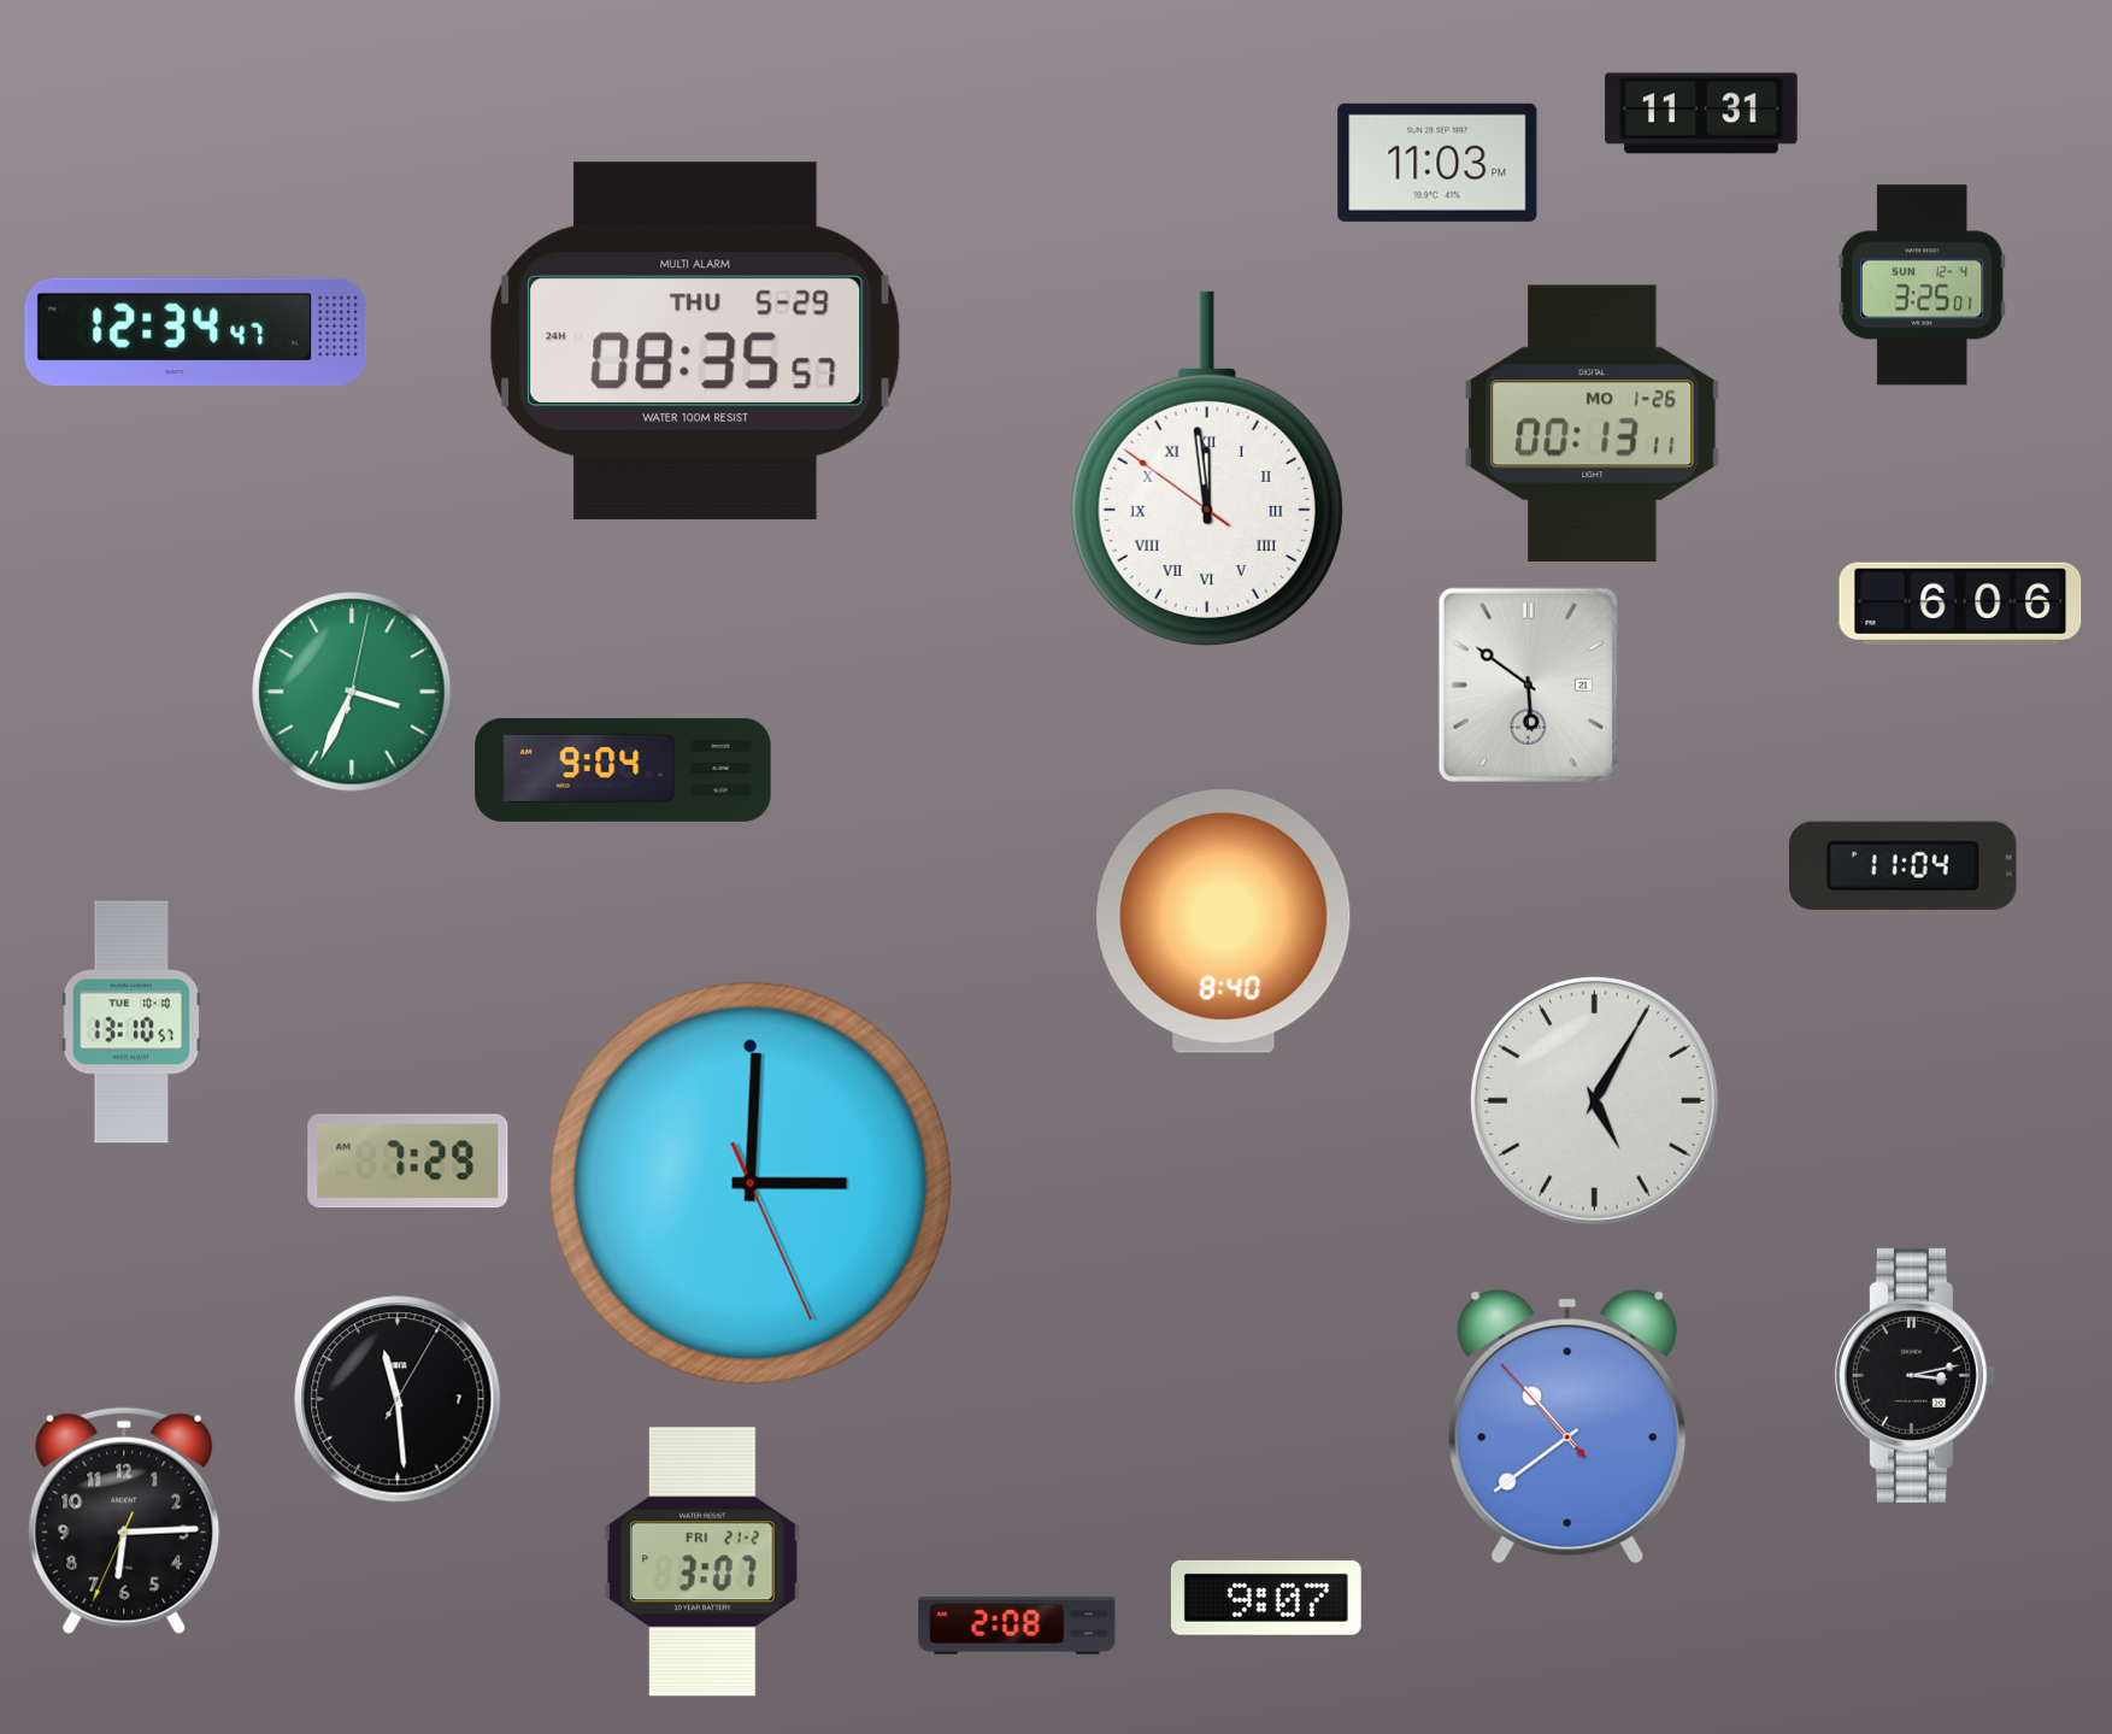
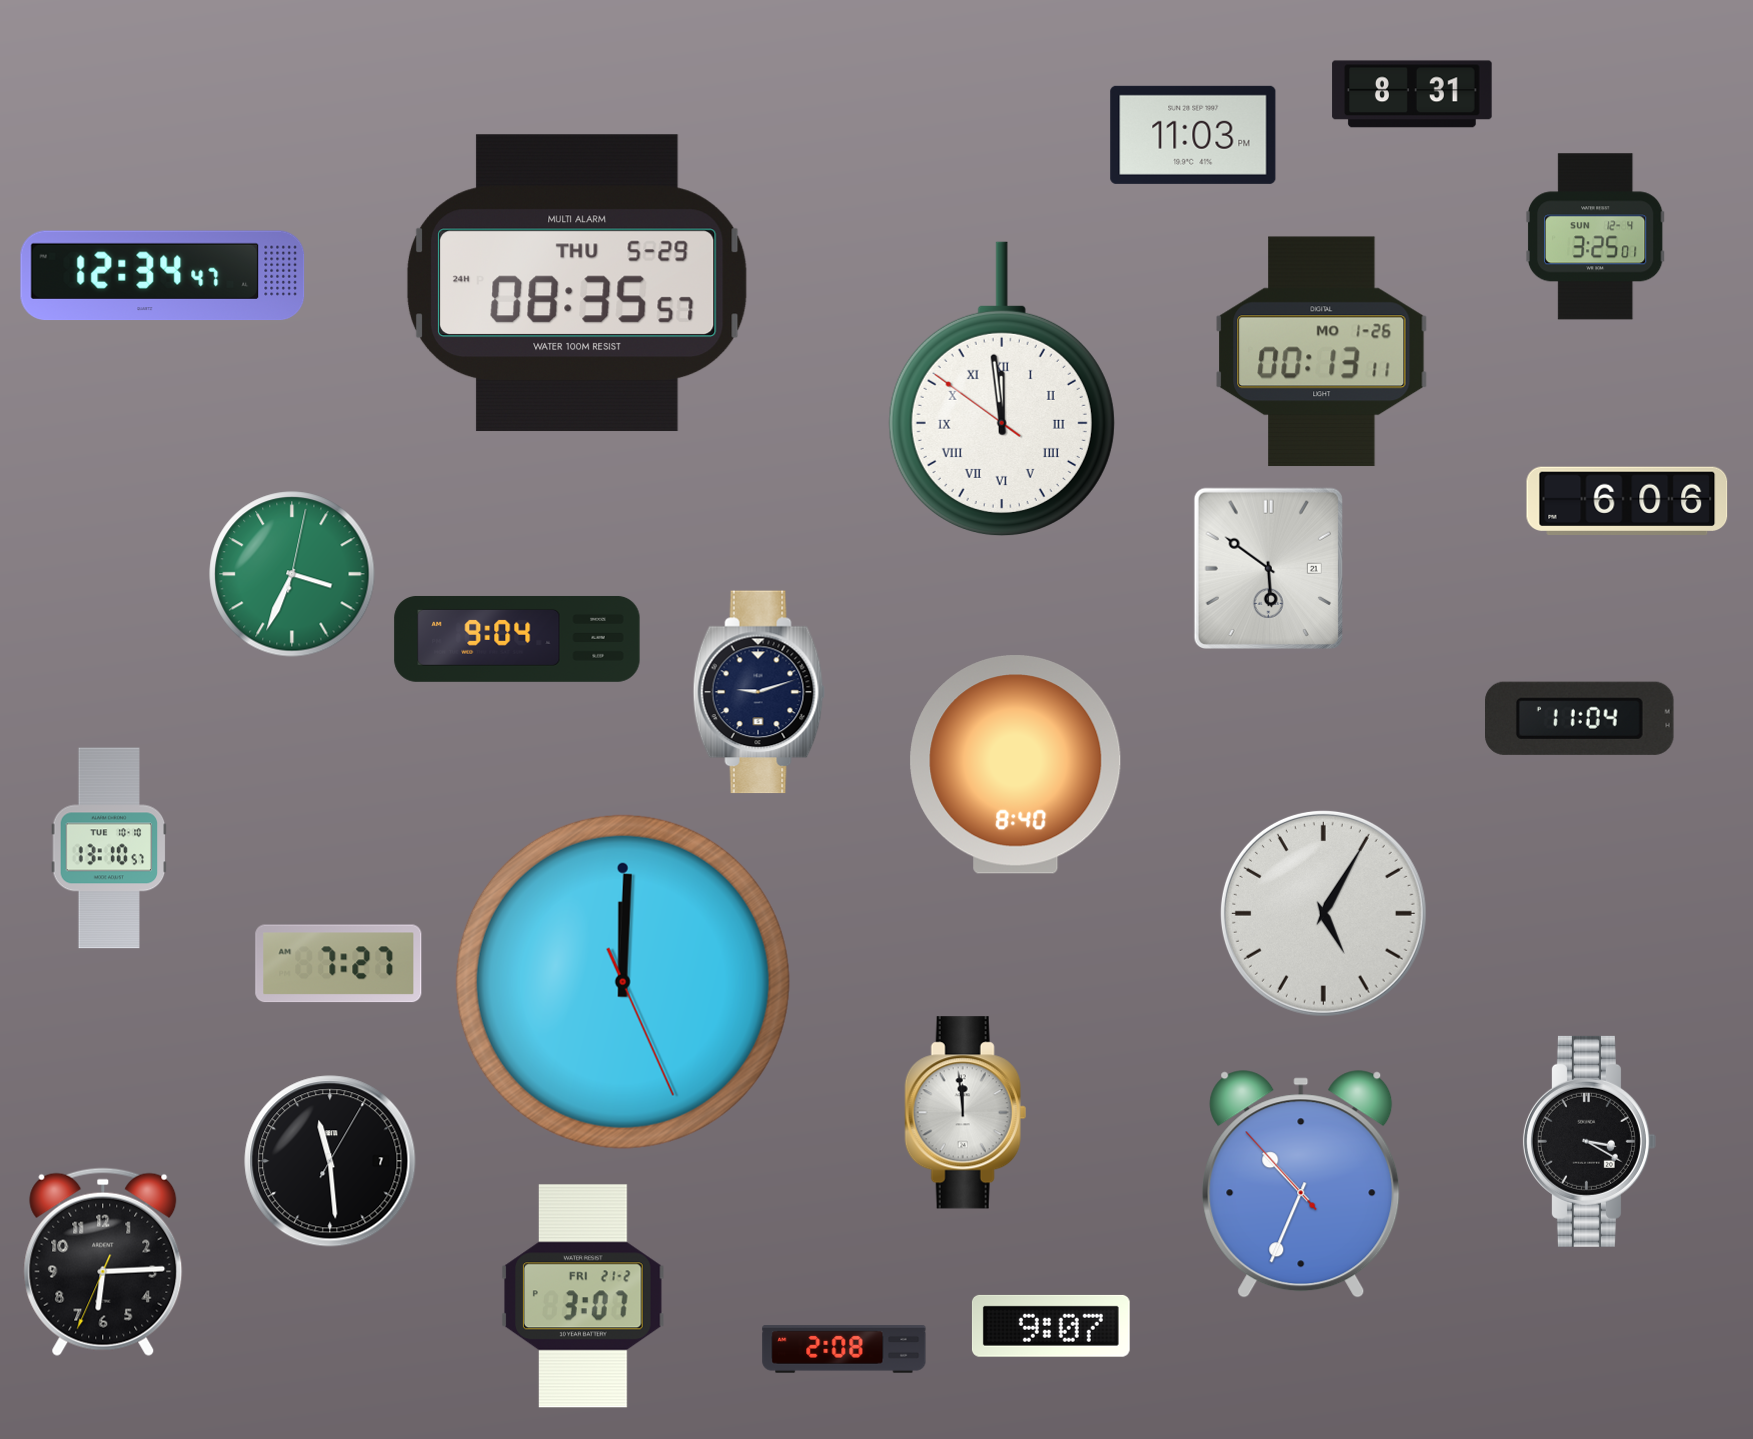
clock at (1701, 113): 11:31 -> 8:31
clock at (759, 692): none -> 9:12
clock at (408, 1162): 7:29 -> 7:27
clock at (751, 1183): 3:00 -> 12:00
clock at (965, 1113): none -> 11:59
clock at (1914, 1375): 3:13 -> 3:20
clock at (1567, 1427): 10:38 -> 10:33
